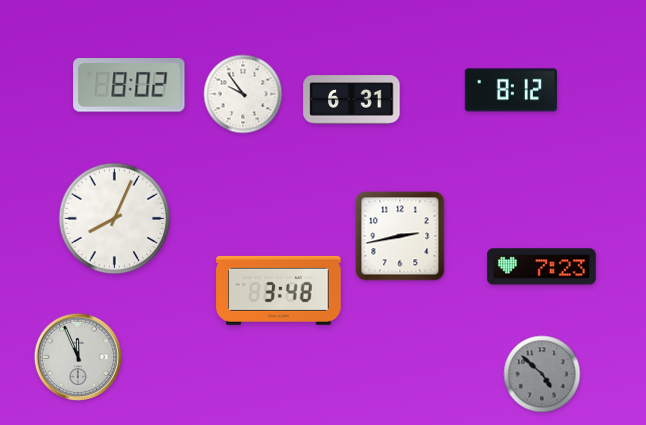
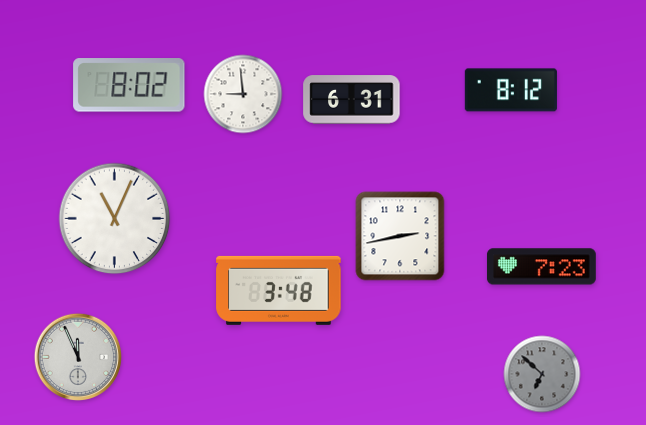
clock at (243, 94): 9:54 -> 8:59
clock at (115, 219): 8:04 -> 11:04
clock at (542, 374): 4:52 -> 6:52
